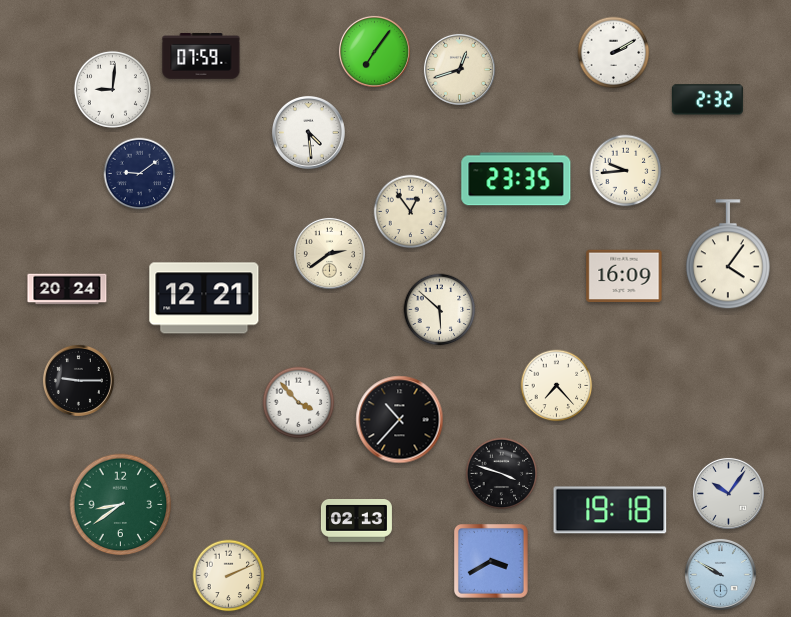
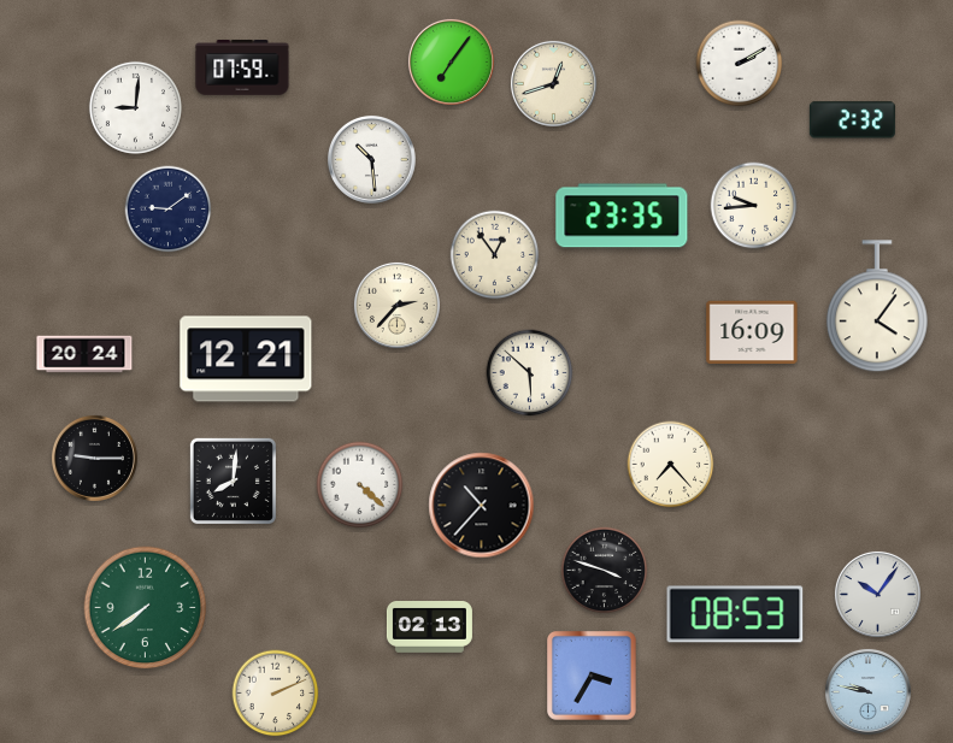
clock at (308, 132): 4:29 -> 10:29
clock at (329, 253): 2:39 -> 2:37
clock at (67, 289) position: (67, 289) -> (84, 354)
clock at (233, 480): none -> 8:01
clock at (299, 403): 3:53 -> 4:22
clock at (121, 505): 8:39 -> 7:39
clock at (610, 510): 19:18 -> 08:53
clock at (492, 562): 3:40 -> 3:35
clock at (720, 574): 9:50 -> 9:47
